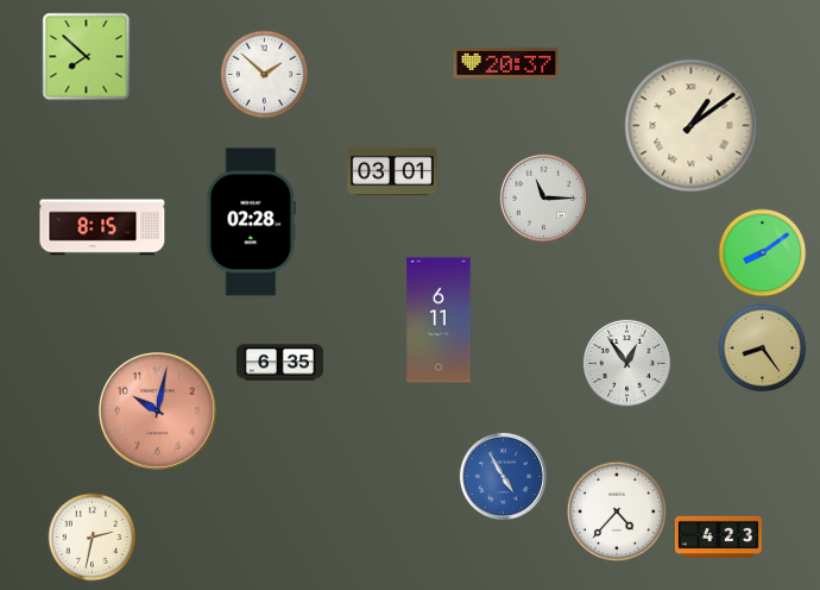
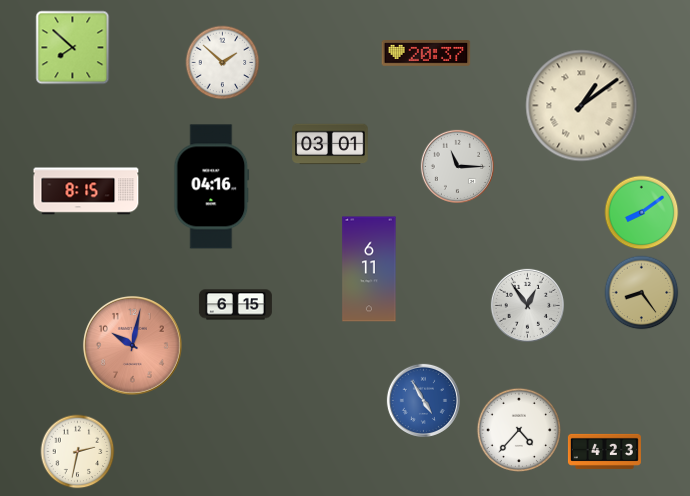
clock at (252, 222): 02:28 -> 04:16
clock at (279, 363): 6:35 -> 6:15
